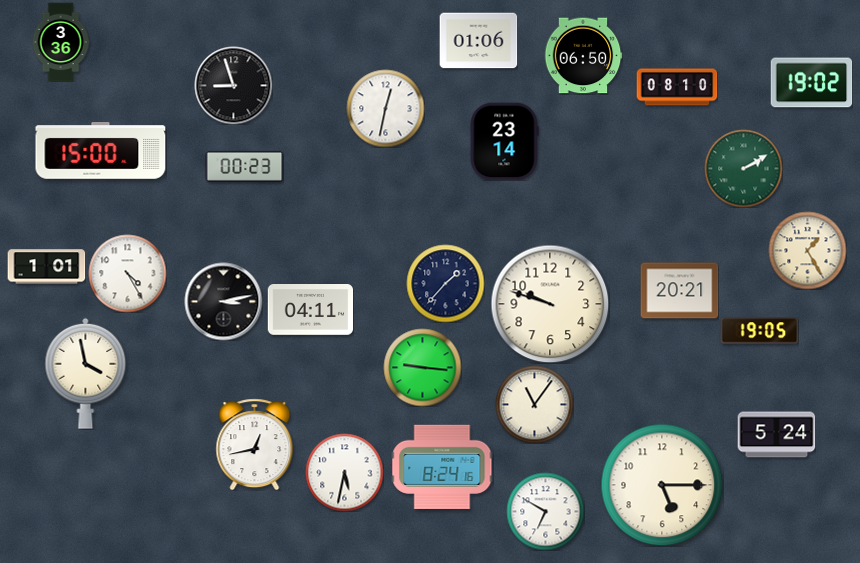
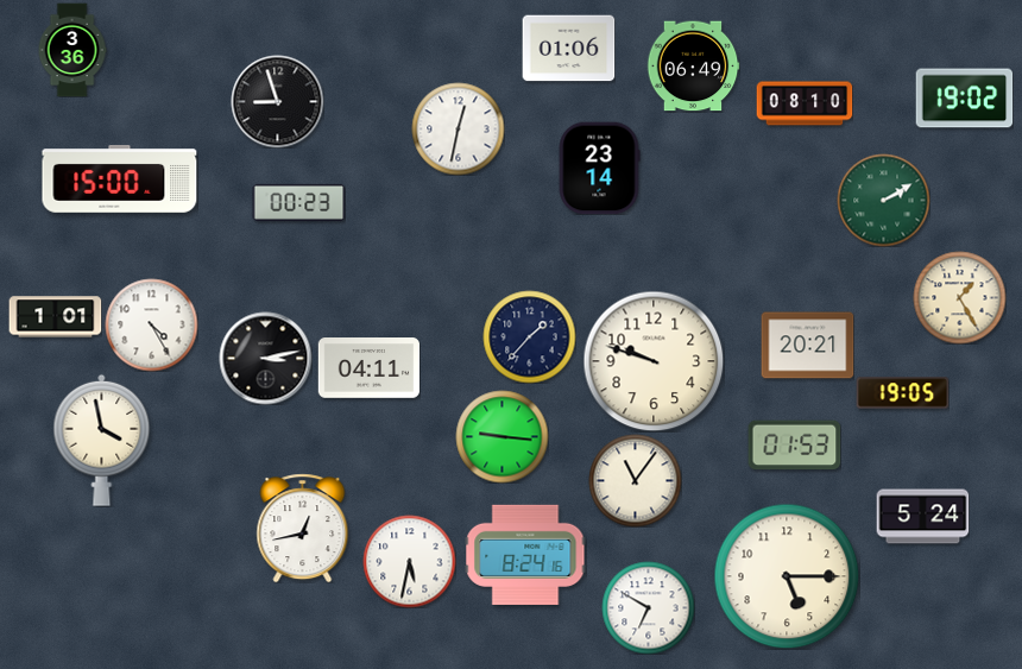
clock at (583, 56): 06:50 -> 06:49
clock at (244, 166) position: (244, 166) -> (298, 202)
clock at (86, 373) position: (86, 373) -> (102, 440)
clock at (794, 446): none -> 01:53
